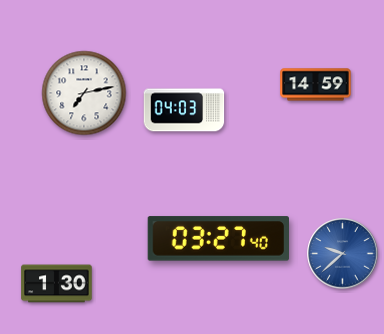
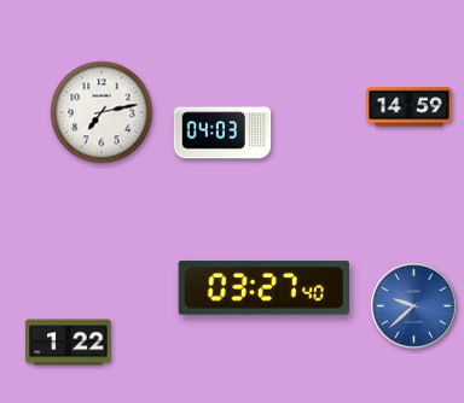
clock at (316, 85) position: (316, 85) -> (410, 107)
clock at (57, 284): 1:30 -> 1:22
